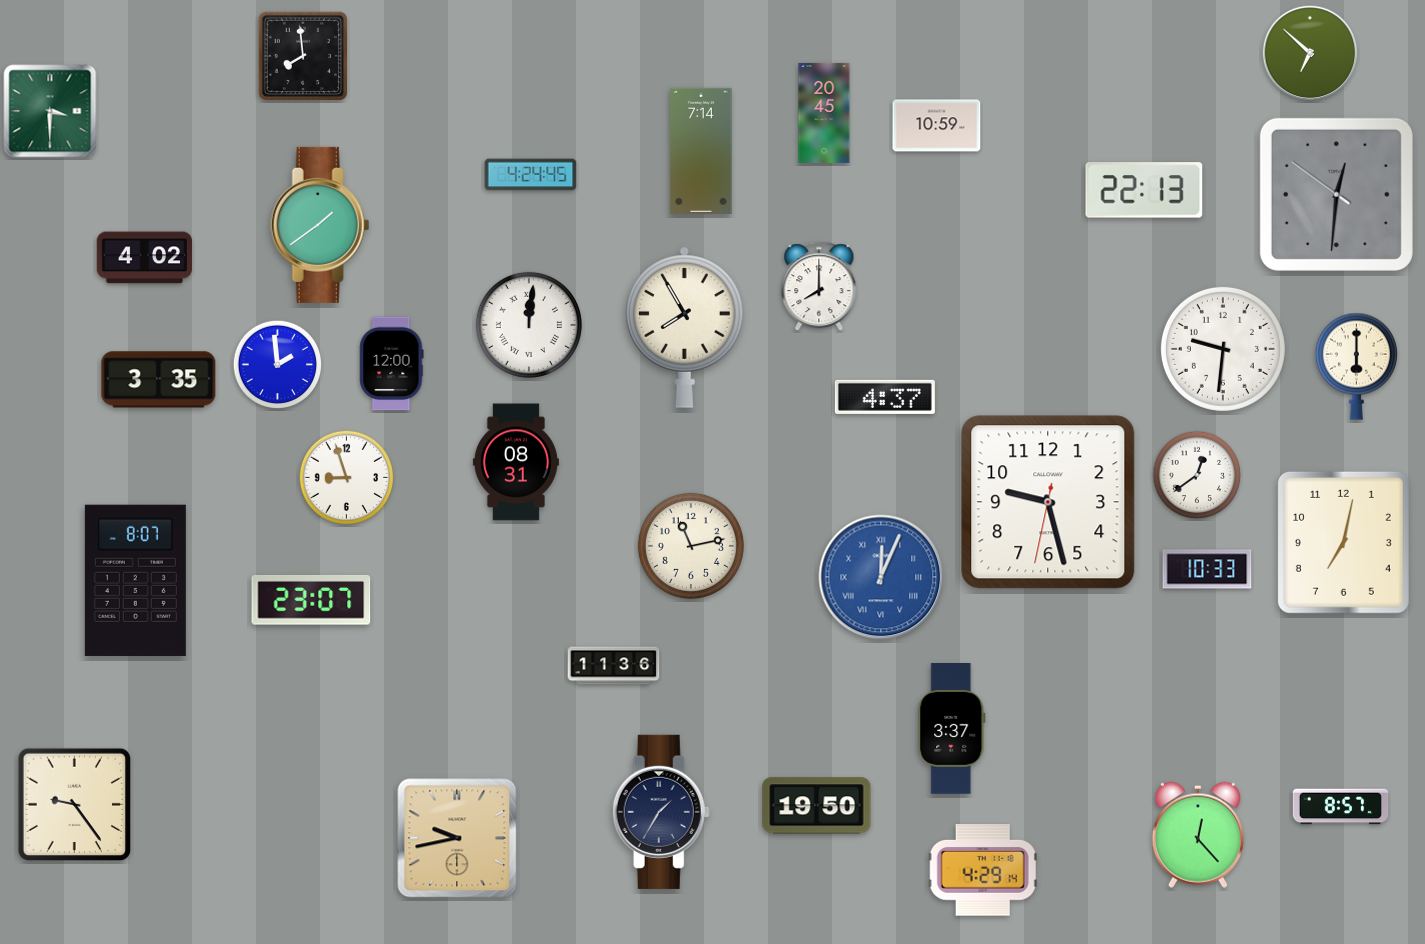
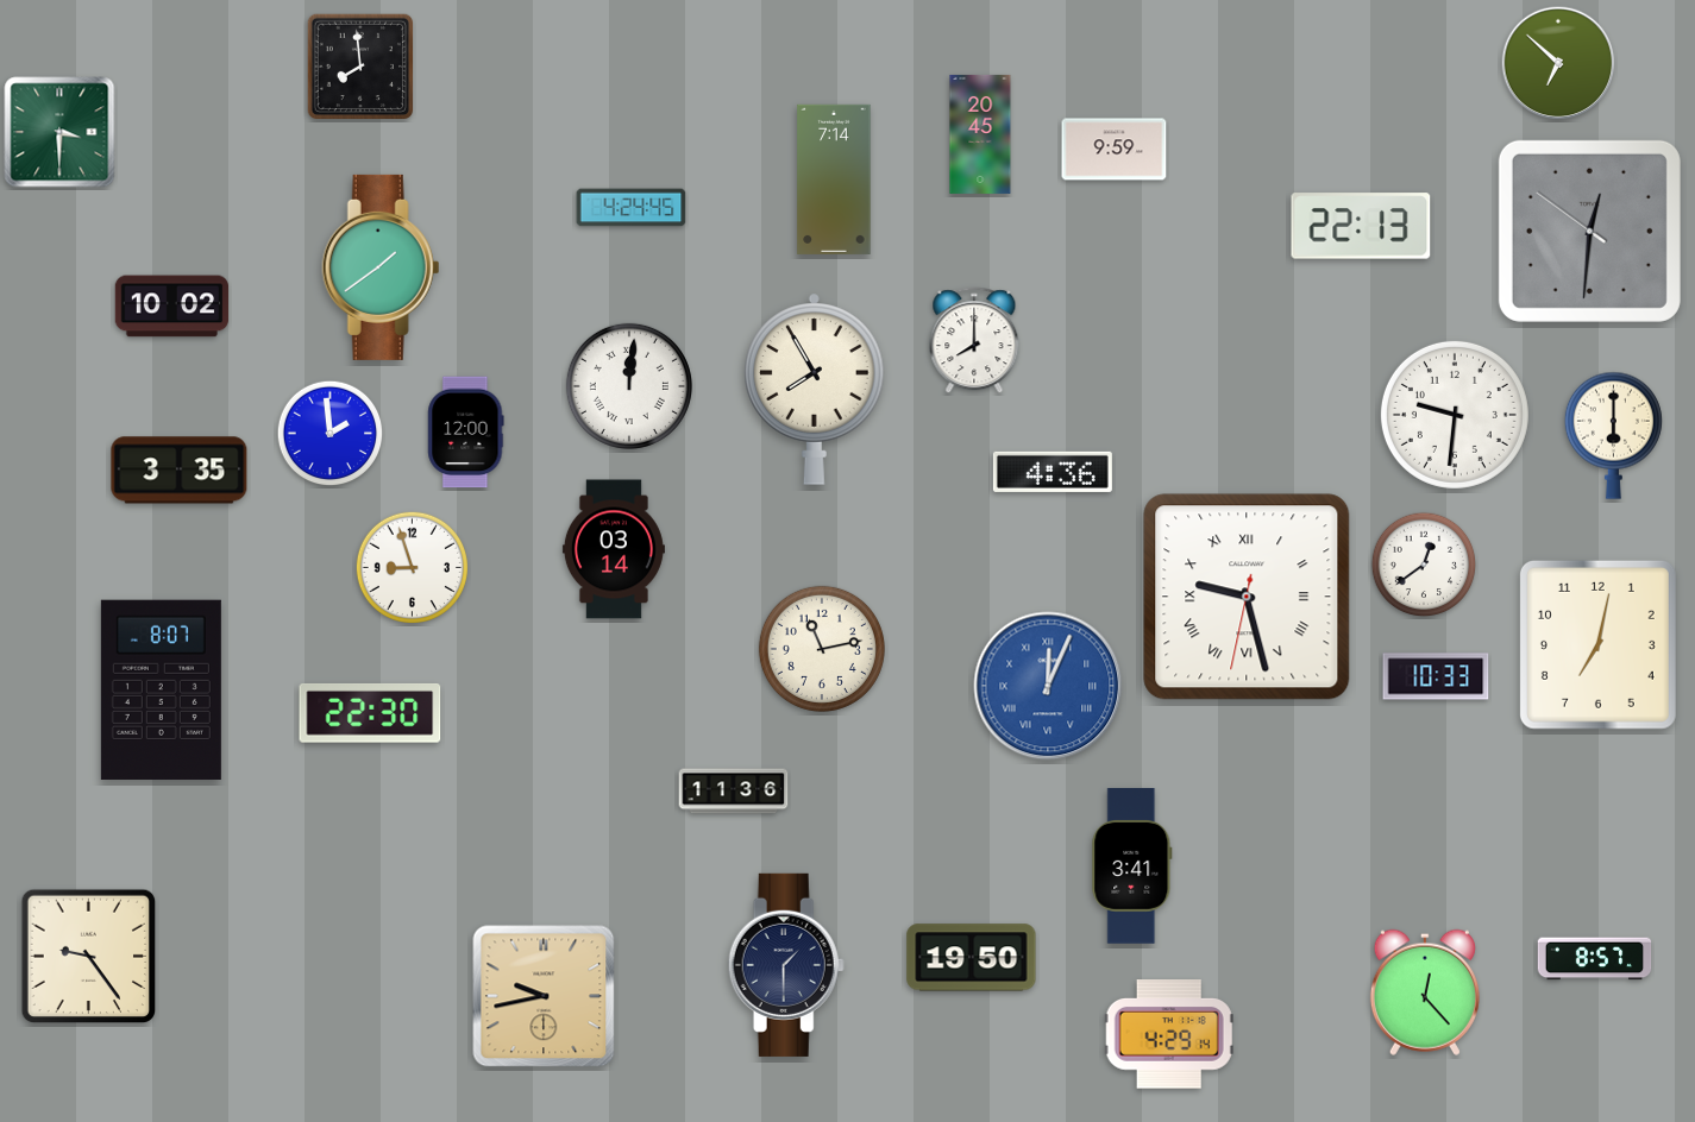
clock at (937, 126): 10:59 -> 9:59
clock at (145, 258): 4:02 -> 10:02
clock at (159, 380) position: (159, 380) -> (180, 471)
clock at (885, 397): 4:37 -> 4:36
clock at (516, 462): 08:31 -> 03:14
clock at (1048, 502) numerals: Arabic -> Roman
clock at (311, 600): 23:07 -> 22:30
clock at (614, 666) position: (614, 666) -> (734, 792)
clock at (952, 729): 3:37 -> 3:41
clock at (661, 812): 1:35 -> 1:30
